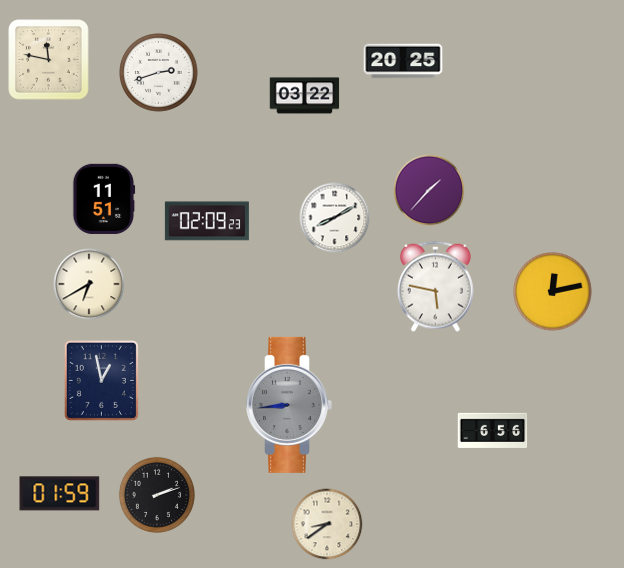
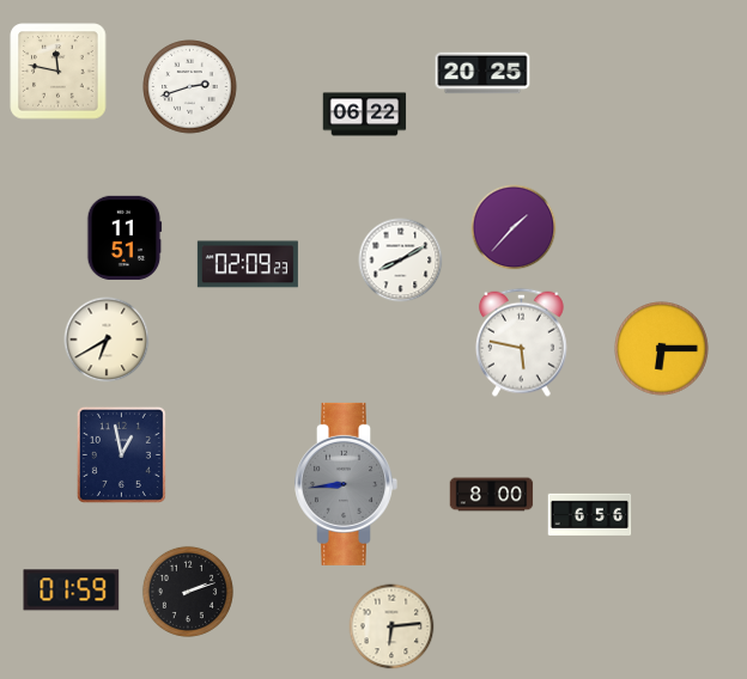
clock at (305, 96): 03:22 -> 06:22
clock at (553, 292): 12:13 -> 6:15
clock at (492, 495): none -> 8:00
clock at (327, 524): 8:39 -> 6:14
